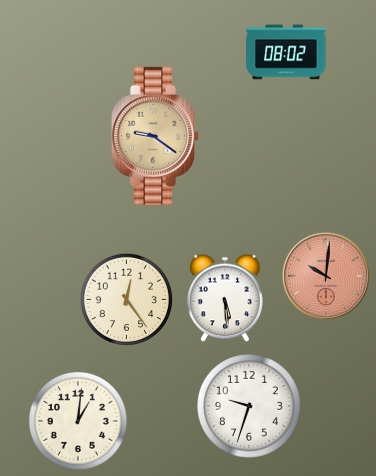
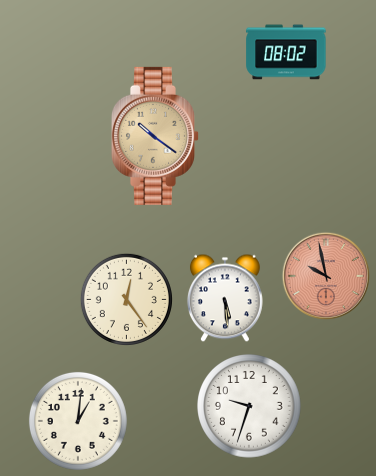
clock at (154, 136): 9:21 -> 10:21
clock at (325, 275): 10:01 -> 9:58
